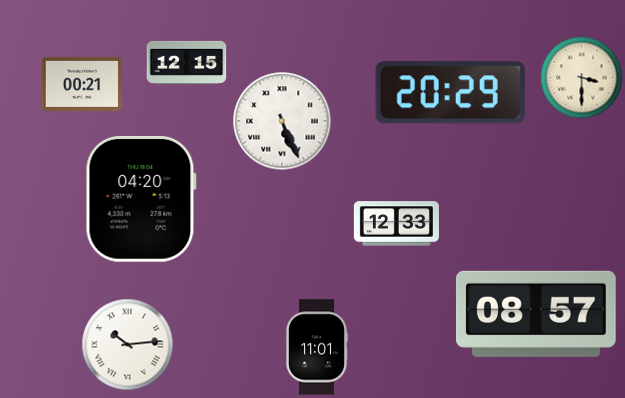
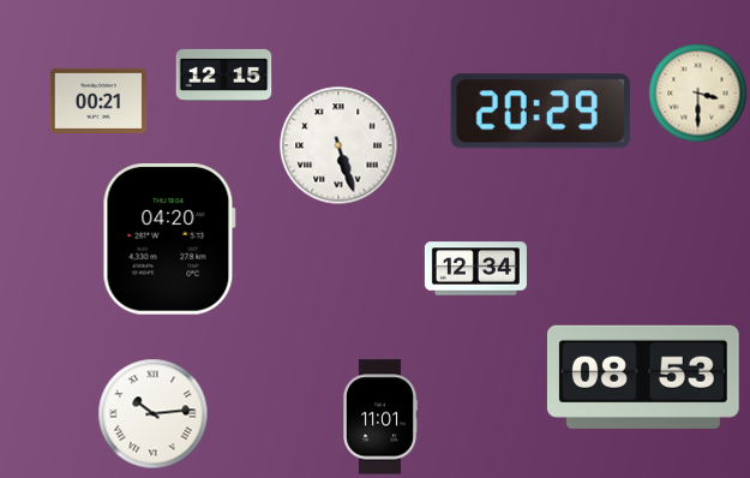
clock at (282, 121): 5:26 -> 5:27
clock at (396, 224): 12:33 -> 12:34
clock at (536, 314): 08:57 -> 08:53
